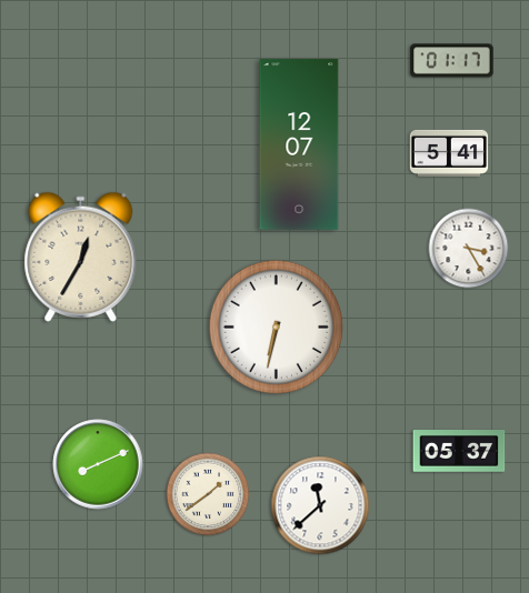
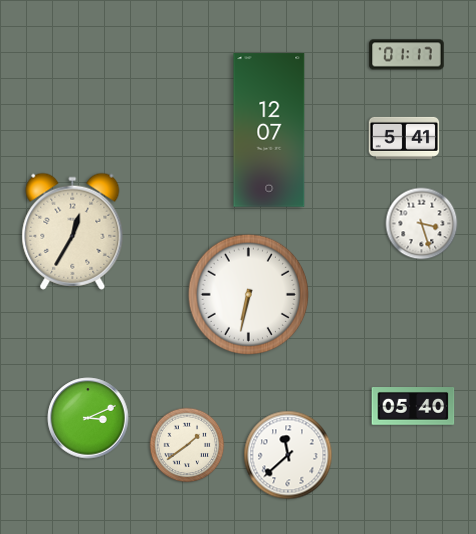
clock at (469, 249): 3:25 -> 3:27
clock at (459, 451): 05:37 -> 05:40
clock at (98, 464): 8:11 -> 3:11
